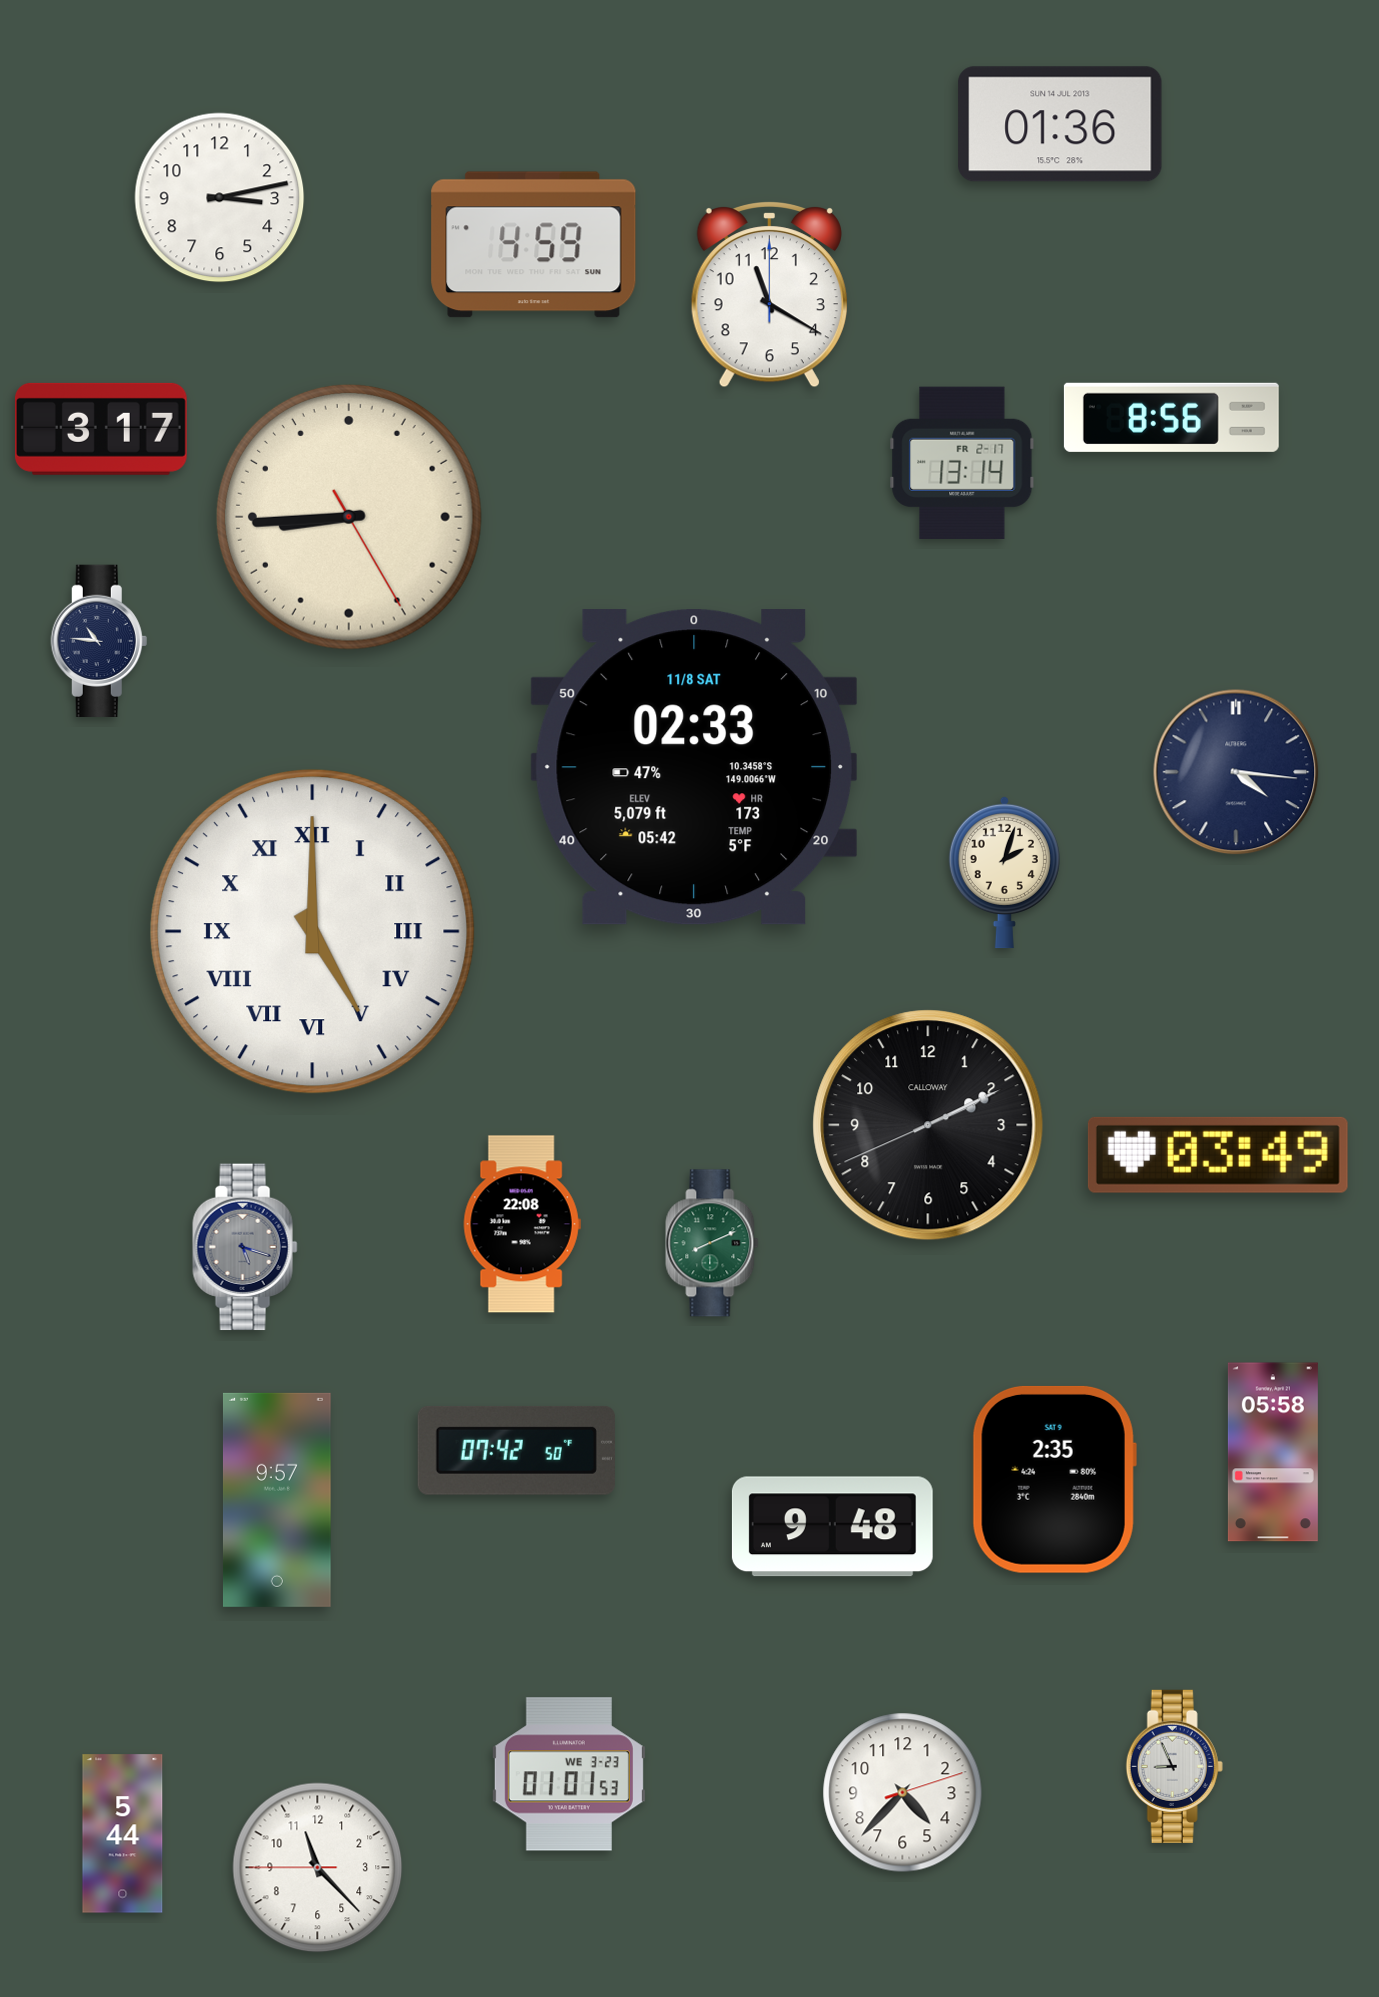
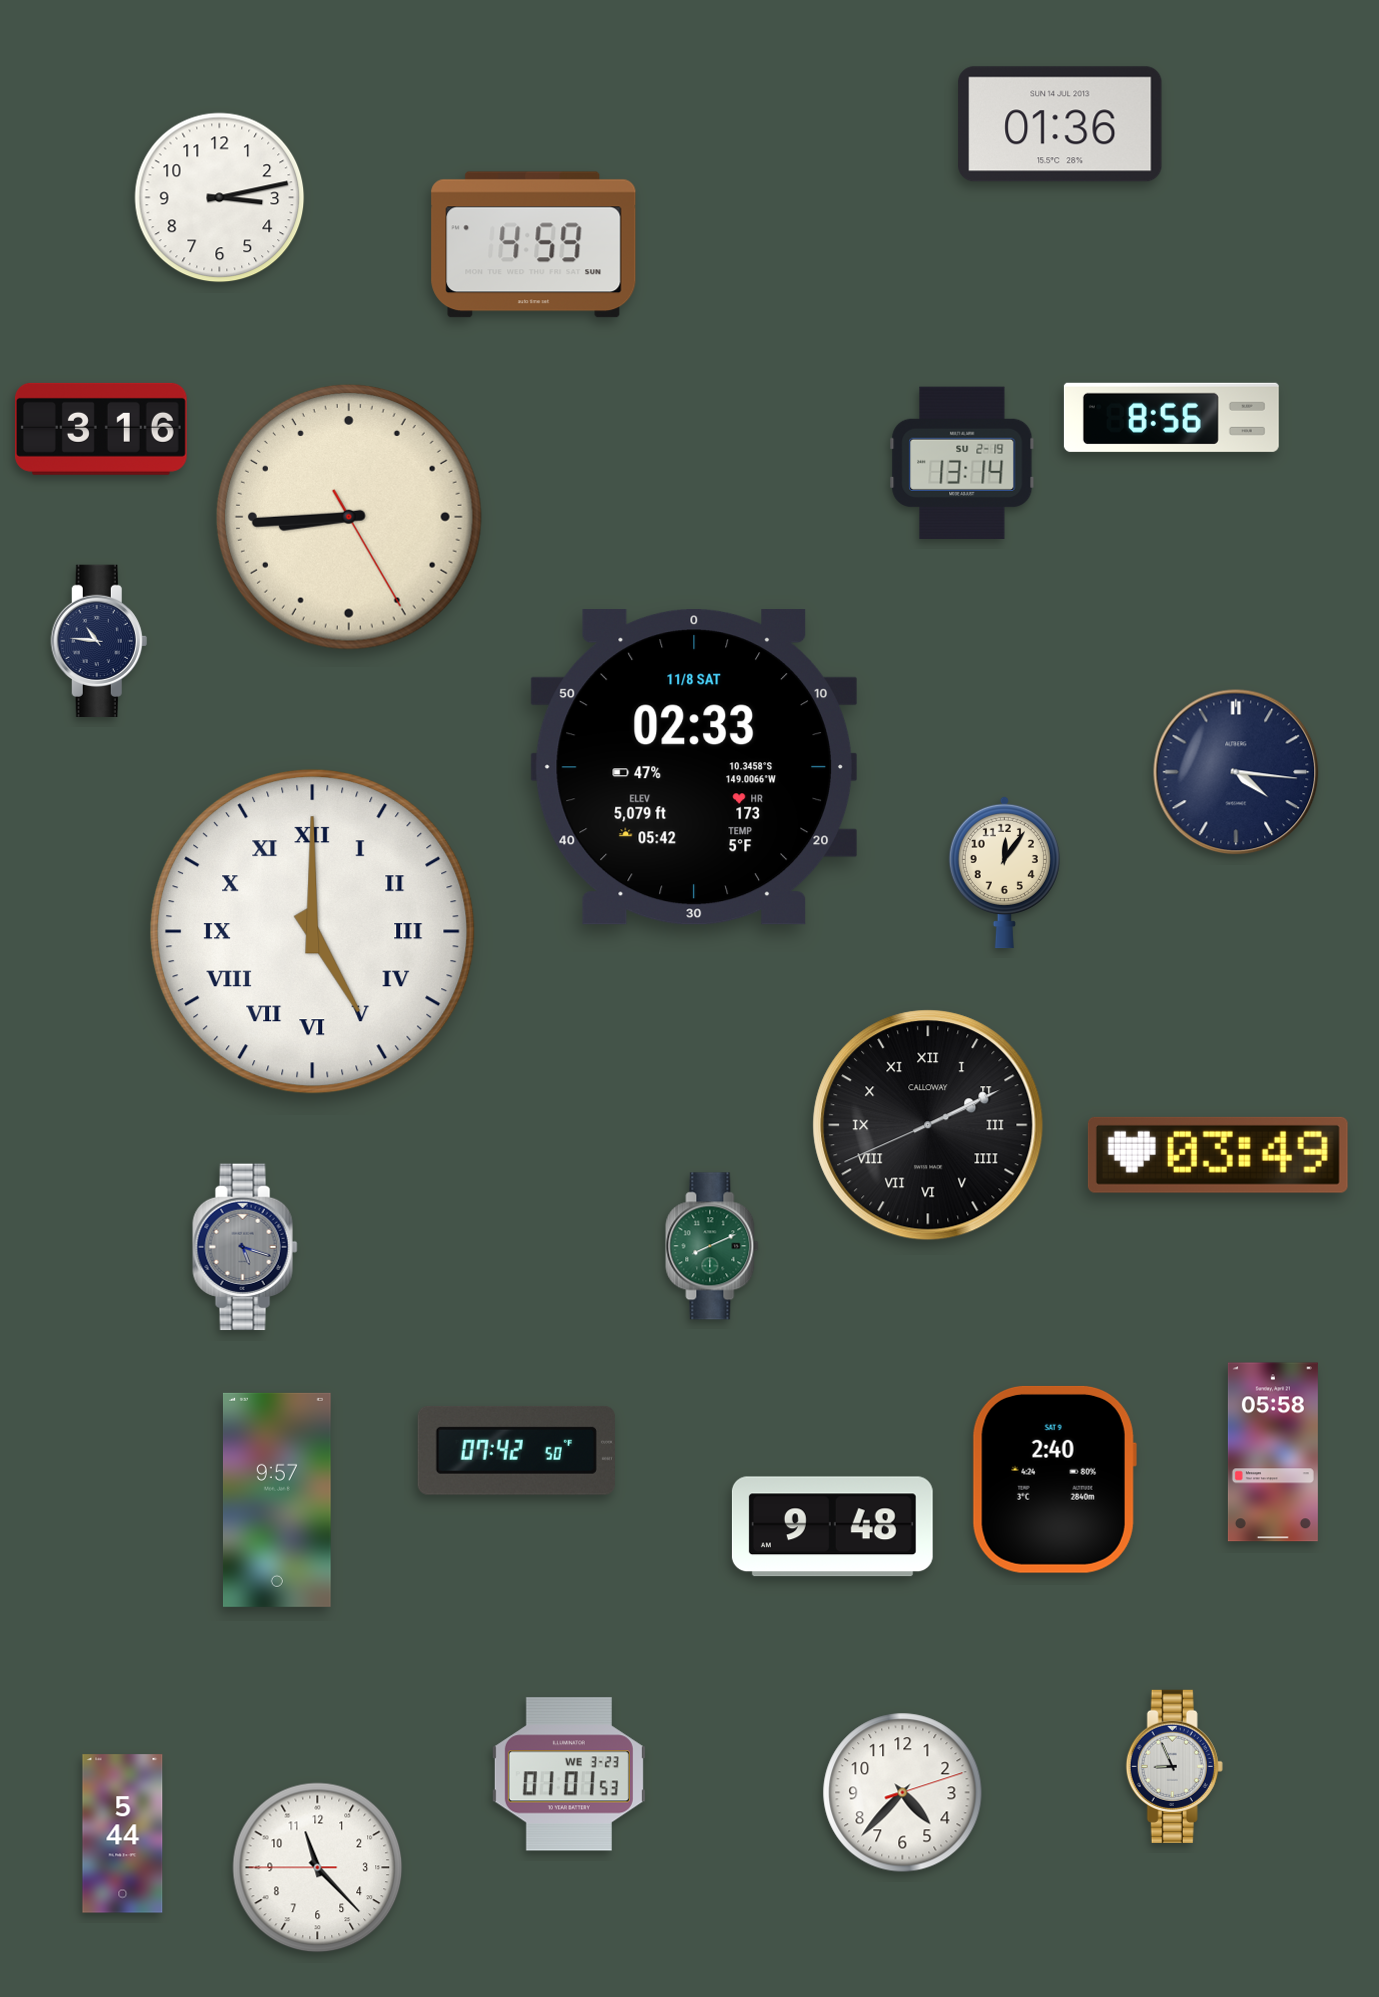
clock at (769, 294): 11:20 -> none
clock at (101, 429): 3:17 -> 3:16
clock at (962, 463) date: FR 2-17 -> SU 2-19
clock at (1004, 872): 2:03 -> 12:06
clock at (928, 1125) numerals: Arabic -> Roman
clock at (522, 1224): 22:08 -> none
clock at (712, 1243) position: (712, 1243) -> (712, 1246)
clock at (1054, 1479): 2:35 -> 2:40
